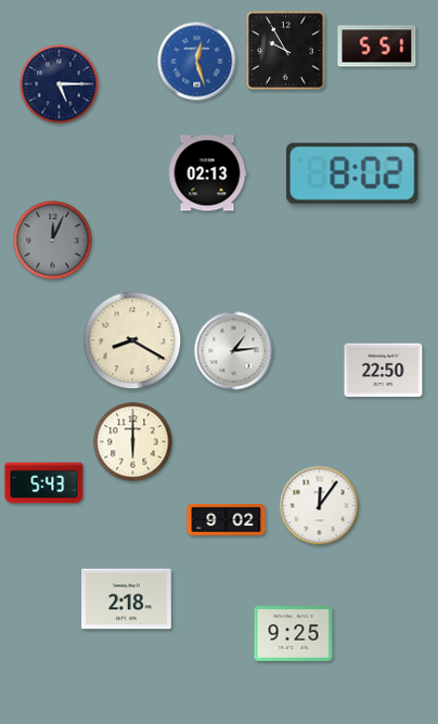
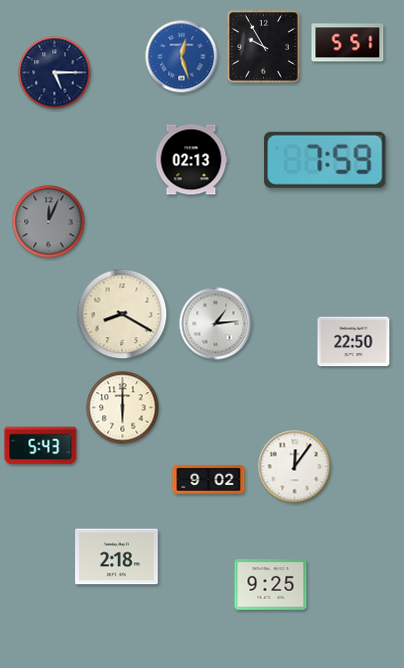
clock at (60, 85) position: (60, 85) -> (55, 73)
clock at (352, 173): 8:02 -> 7:59
clock at (127, 599) position: (127, 599) -> (117, 557)
